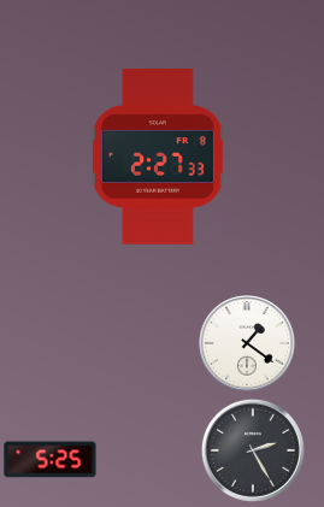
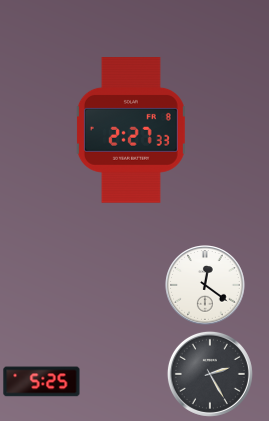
clock at (247, 343): 1:21 -> 12:21
